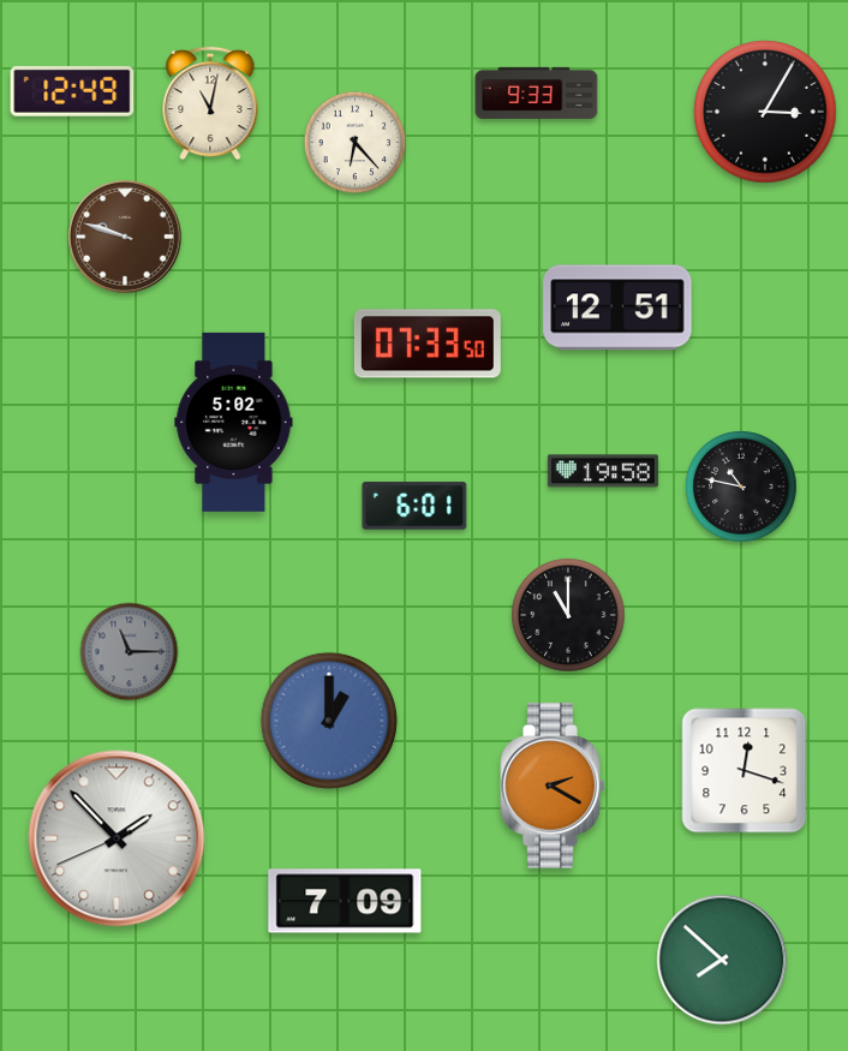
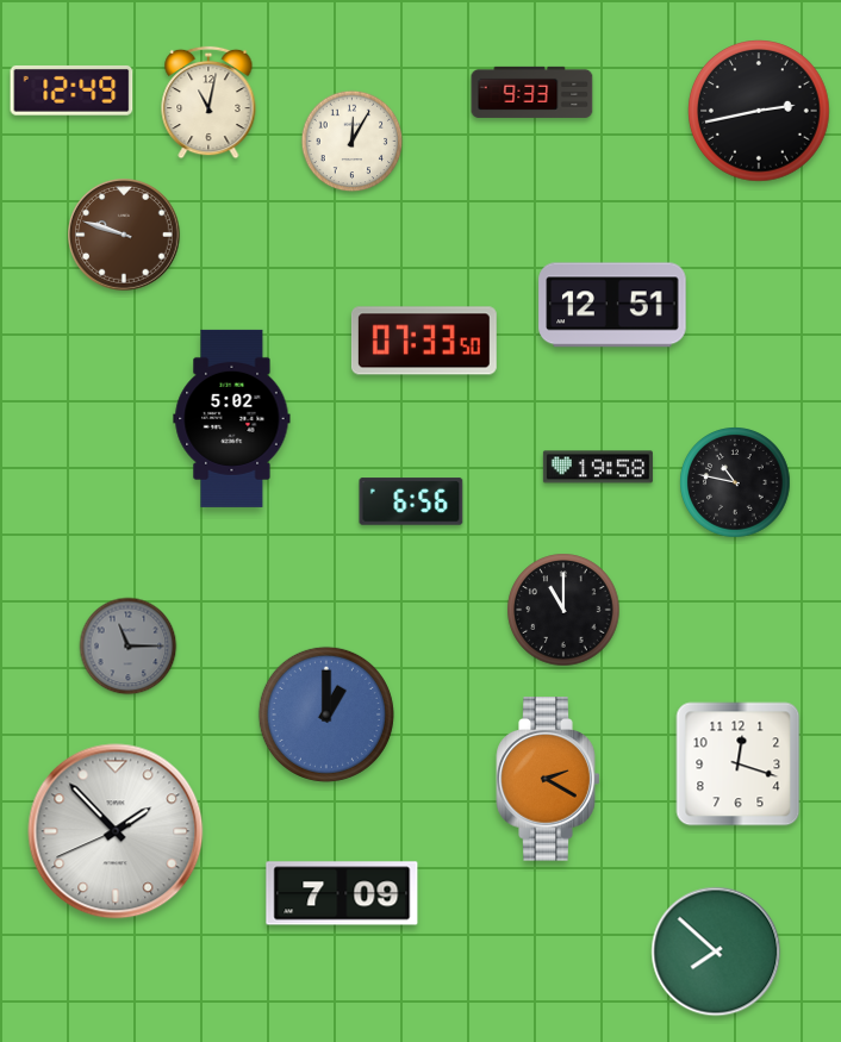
clock at (765, 112): 3:05 -> 2:43
clock at (356, 143): 6:23 -> 12:05
clock at (414, 506): 6:01 -> 6:56
